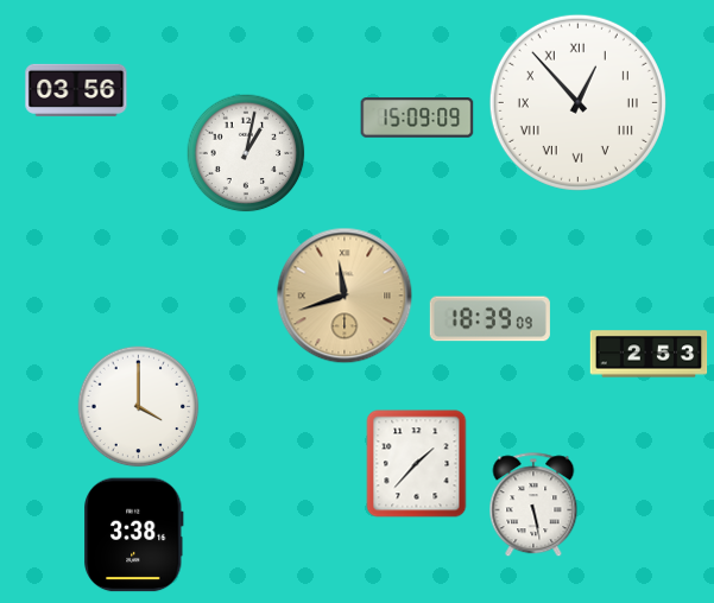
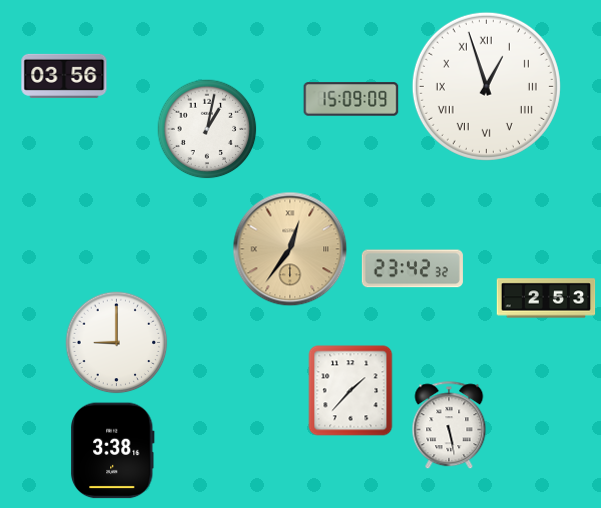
clock at (577, 102): 12:53 -> 12:57
clock at (345, 296): 11:42 -> 12:36
clock at (489, 319): 18:39 -> 23:42
clock at (139, 407): 4:00 -> 9:00
